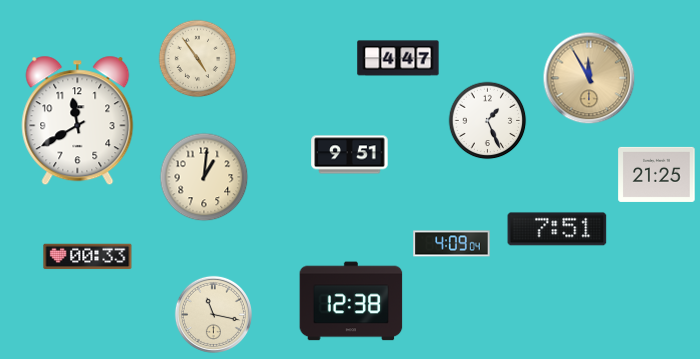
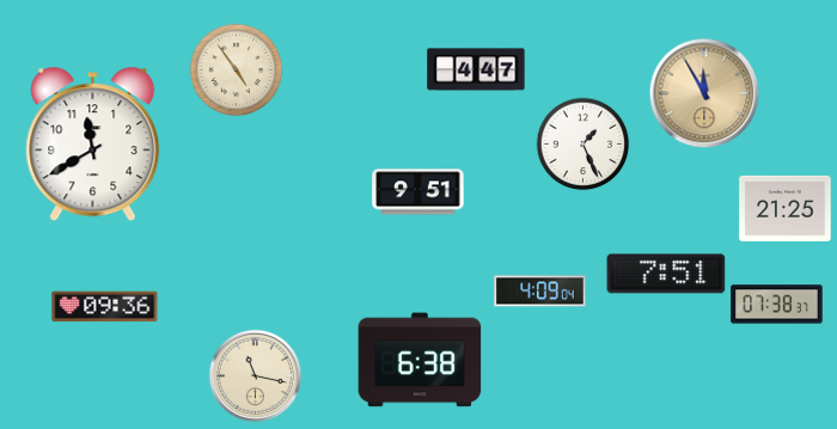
clock at (350, 155) position: (350, 155) -> (418, 192)
clock at (204, 177): 1:01 -> none
clock at (777, 305): none -> 07:38
clock at (88, 257): 00:33 -> 09:36
clock at (351, 301): 12:38 -> 6:38
